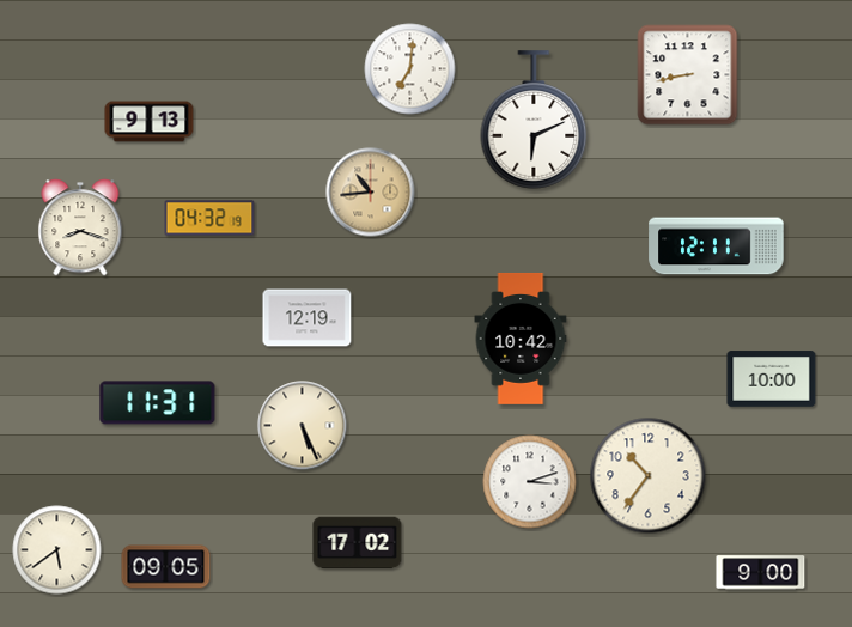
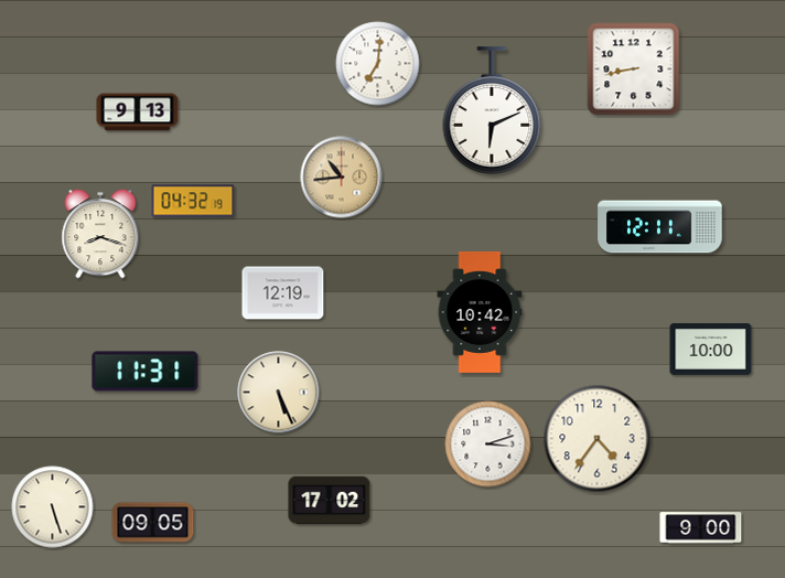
clock at (80, 227) position: (80, 227) -> (100, 234)
clock at (649, 476): 10:36 -> 4:36
clock at (57, 550): 5:39 -> 5:27
